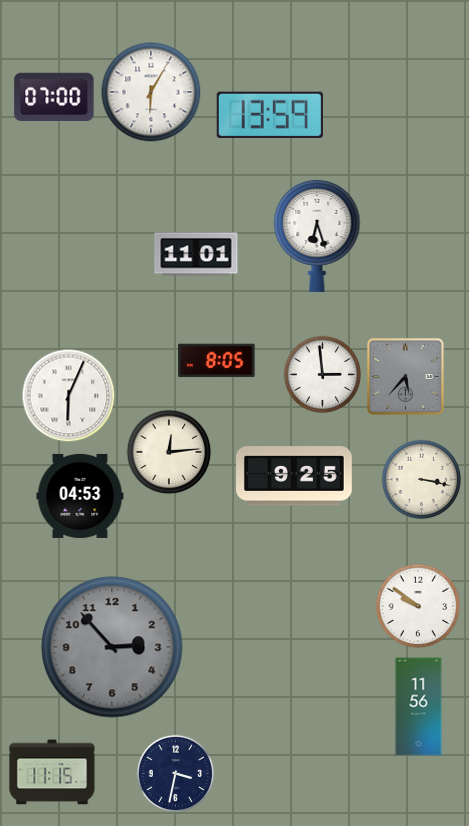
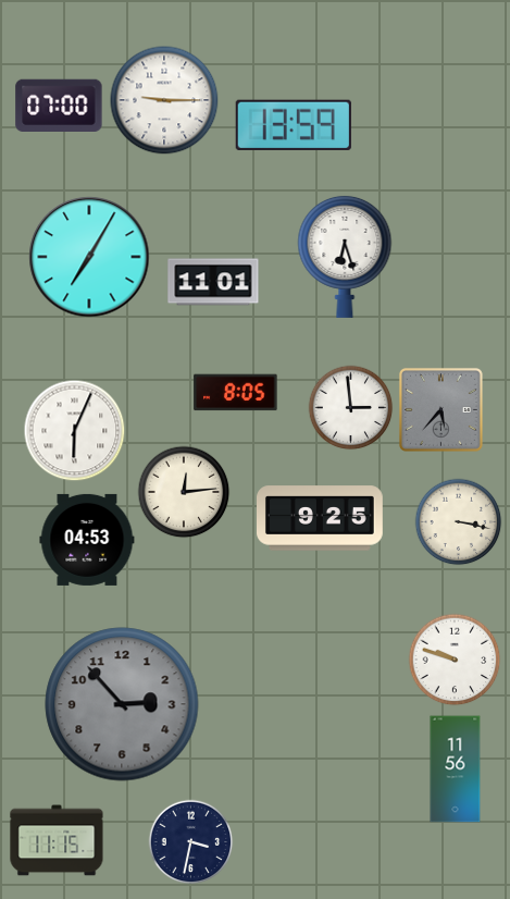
clock at (151, 92): 6:05 -> 9:15
clock at (89, 257): none -> 7:05
clock at (196, 254) position: (196, 254) -> (213, 282)
clock at (418, 606): 9:51 -> 9:48
